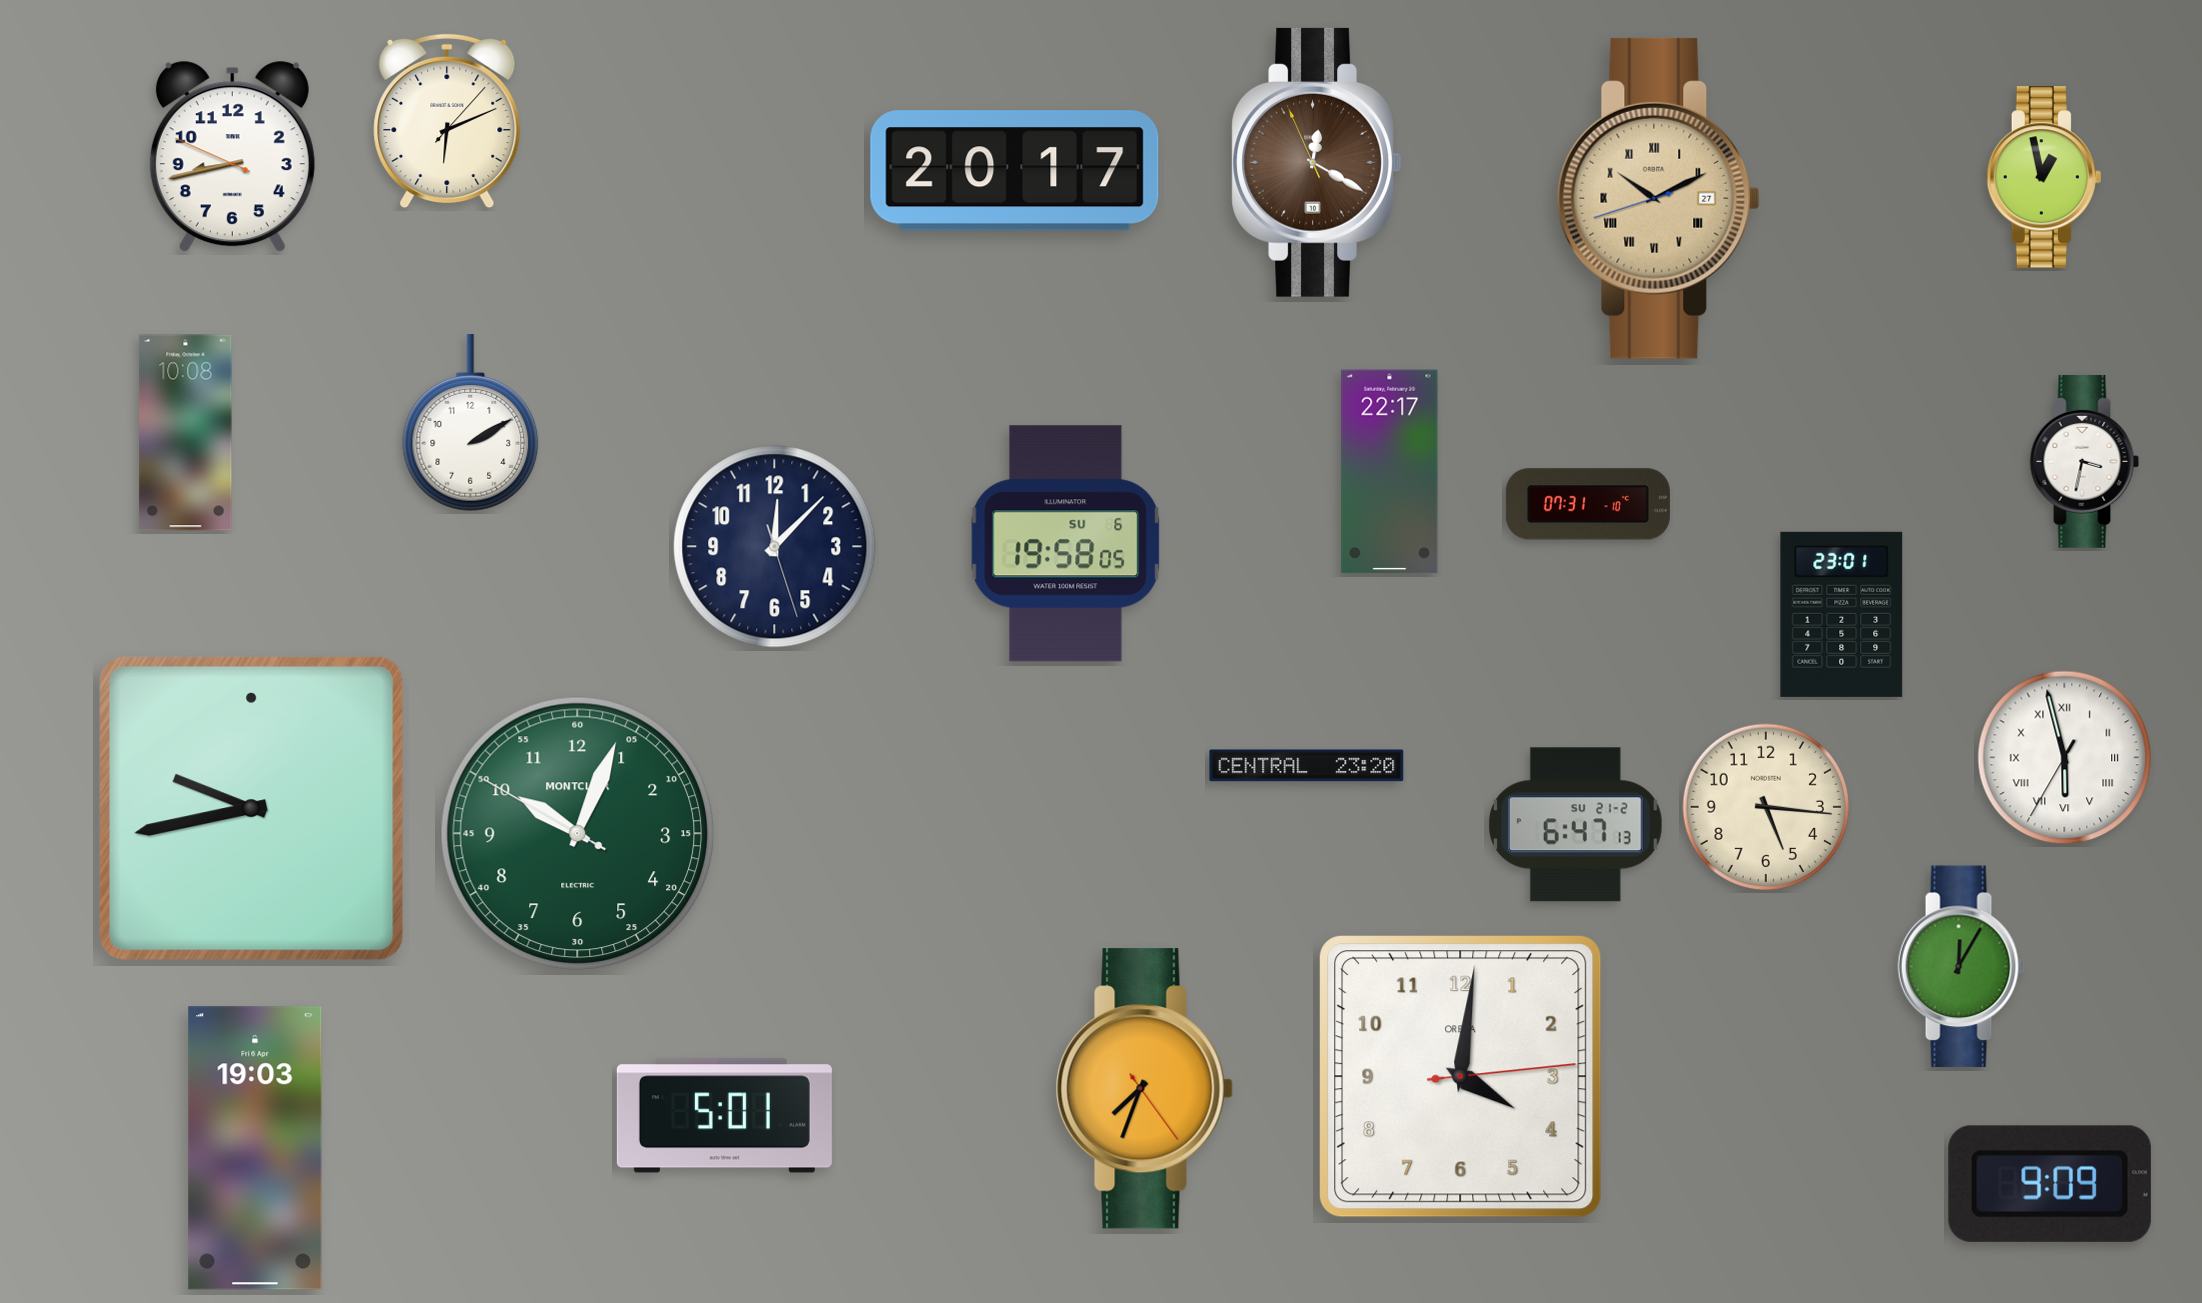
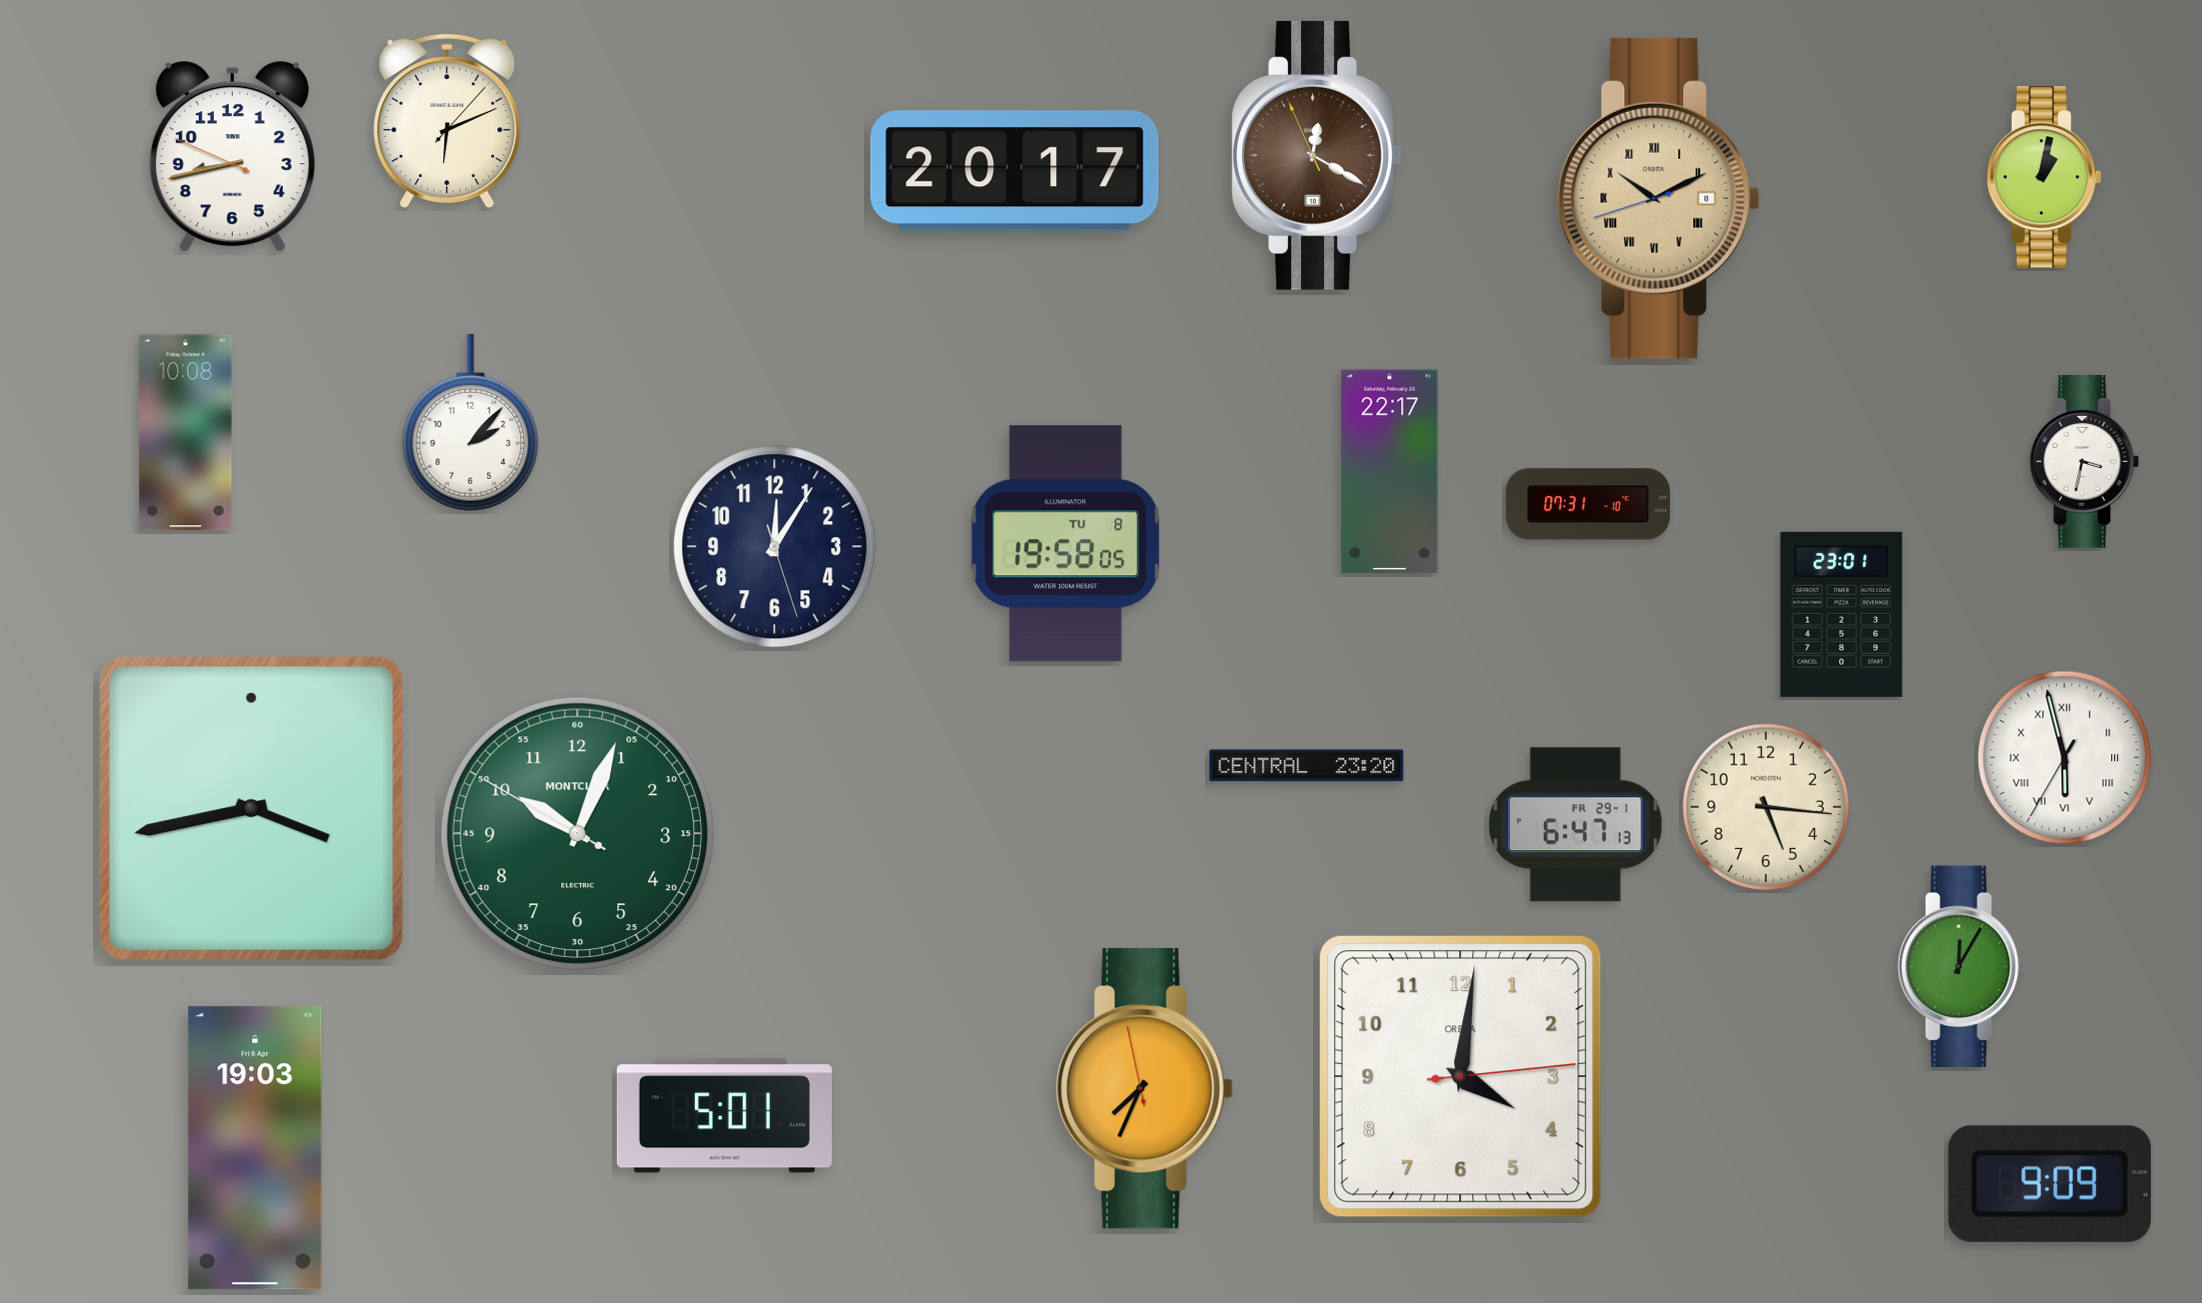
clock at (1316, 162) position: (1316, 162) -> (1316, 155)
clock at (2044, 177): 12:58 -> 1:02
clock at (1658, 198) date: 27 -> 8
clock at (471, 423): 2:10 -> 2:07
clock at (1066, 544) date: SU 6 -> TU 8
clock at (775, 547): 12:07 -> 12:05
clock at (251, 808): 9:43 -> 3:43
clock at (1575, 825) date: SU 21-2 -> FR 29-1
clock at (1144, 1089): 7:33:24 -> 7:33:58
